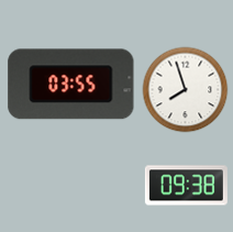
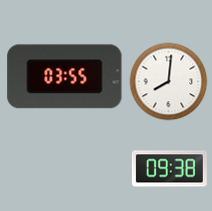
clock at (186, 90): 7:57 -> 8:01
